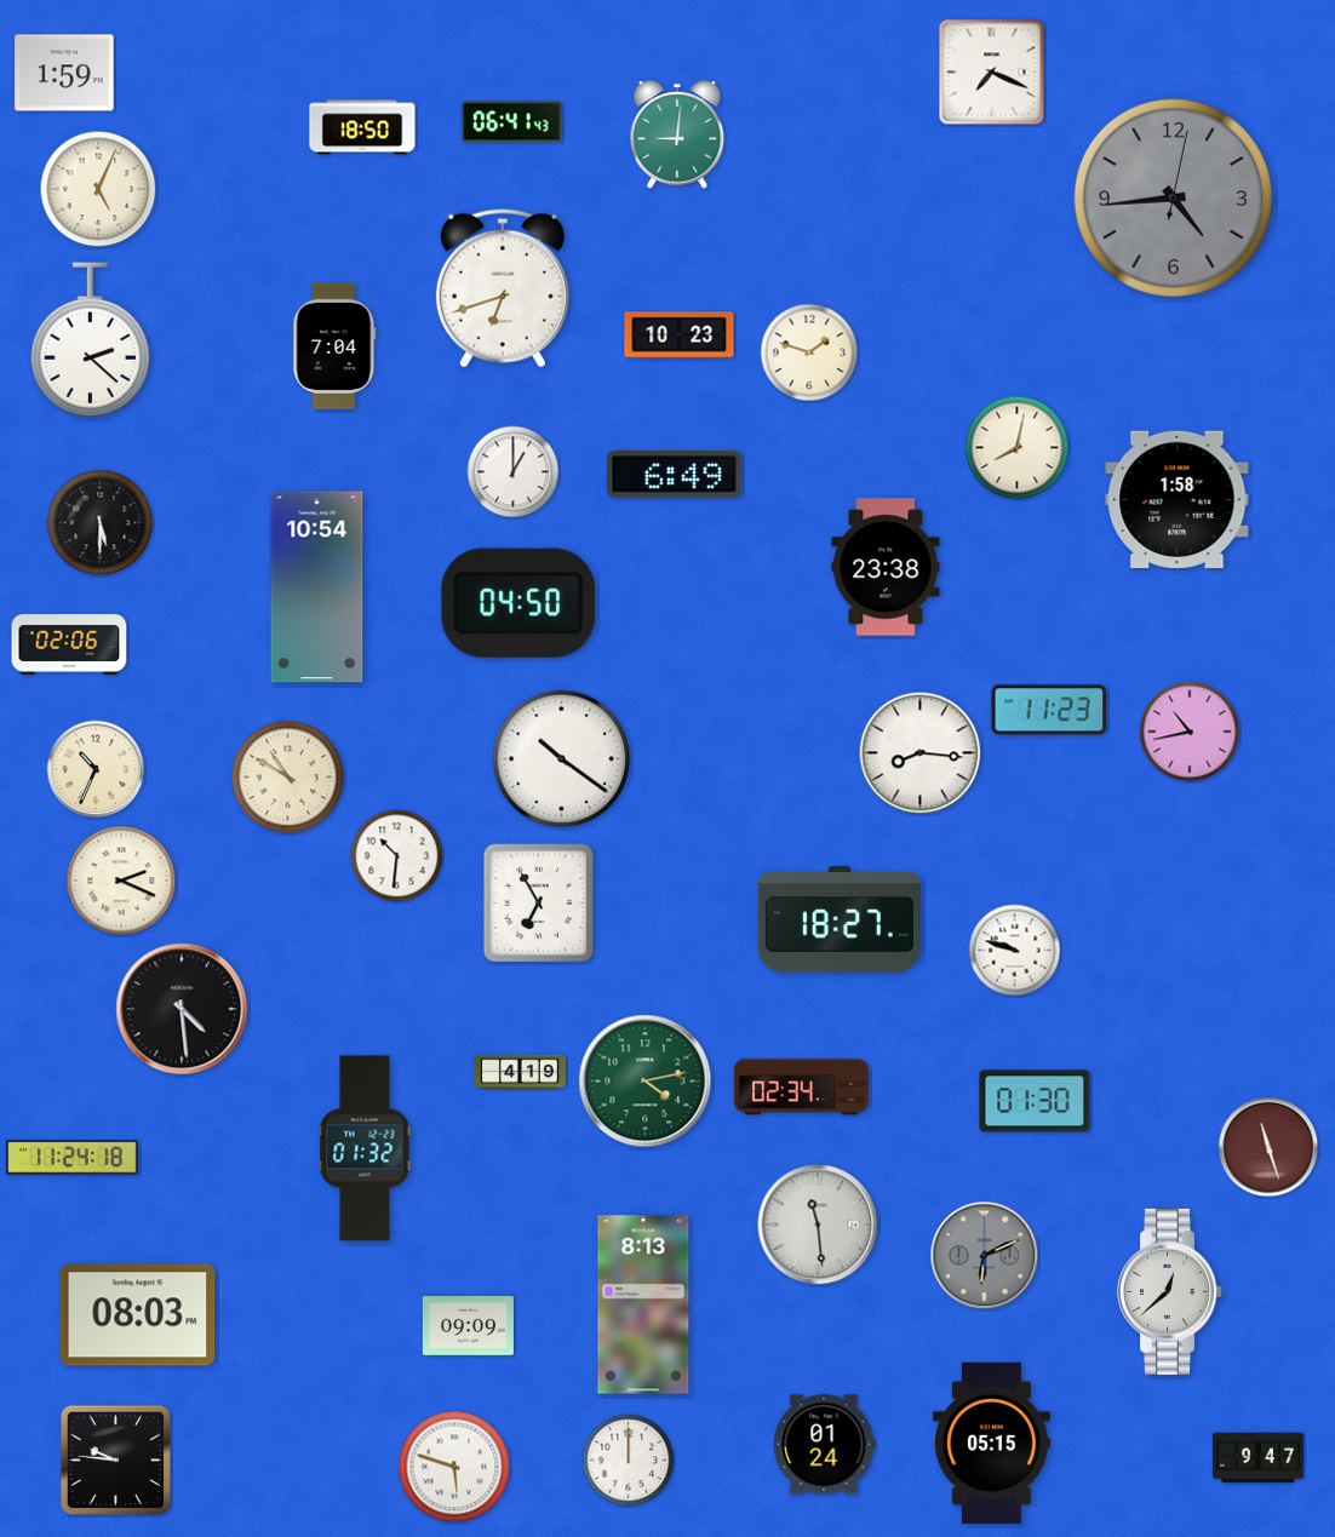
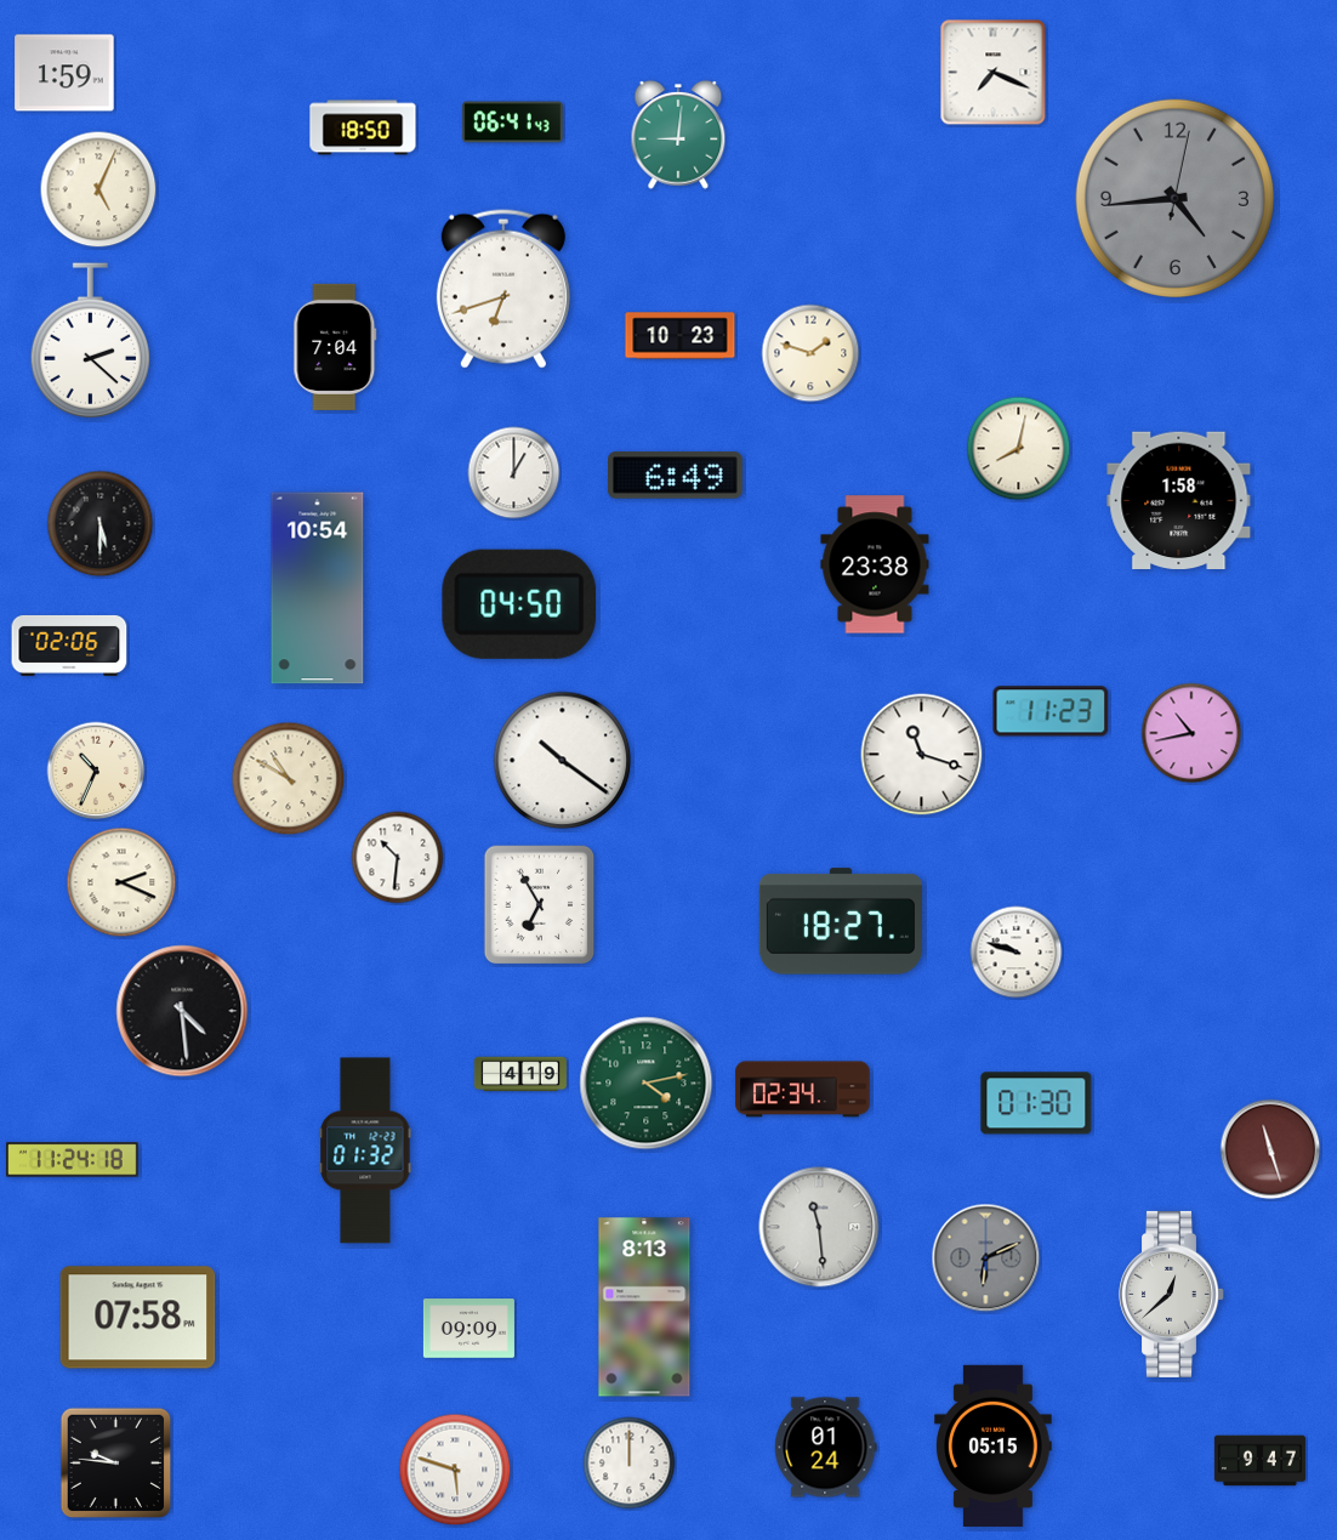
clock at (886, 567) position: (886, 567) -> (875, 564)
clock at (921, 753): 8:16 -> 11:18
clock at (138, 1315): 08:03 -> 07:58
